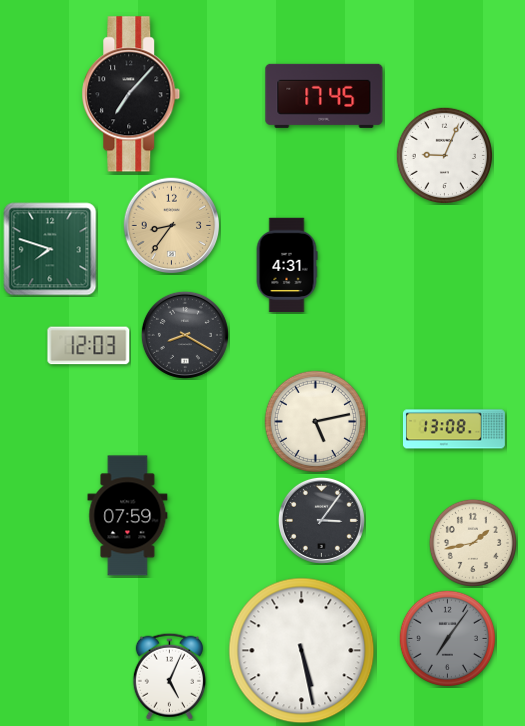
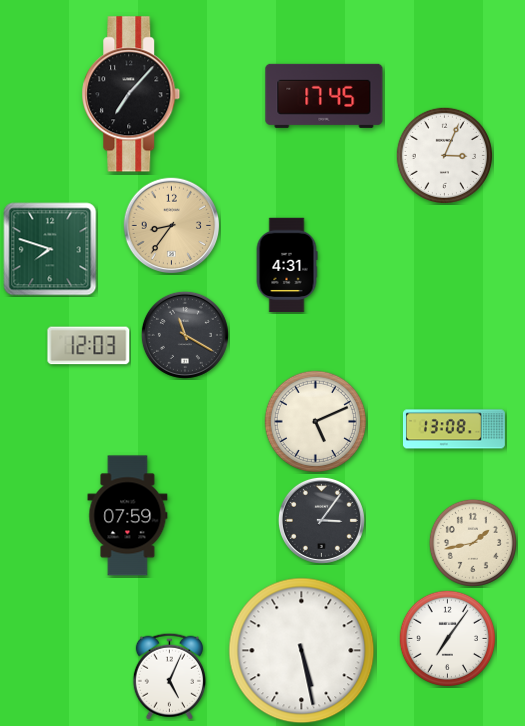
clock at (444, 155): 9:04 -> 3:04
clock at (185, 335): 8:20 -> 11:20
clock at (315, 421): 5:13 -> 5:11
clock at (447, 638) dial: grey -> white
